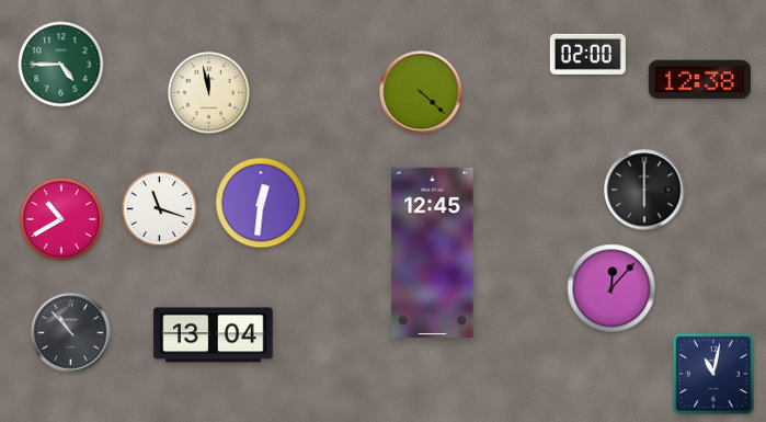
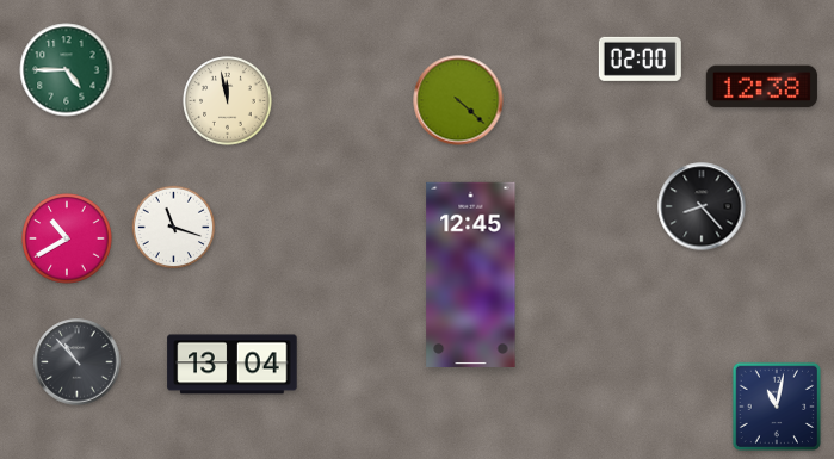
clock at (644, 190): 6:00 -> 8:23
clock at (261, 203): 12:31 -> none
clock at (611, 288): 12:07 -> none
